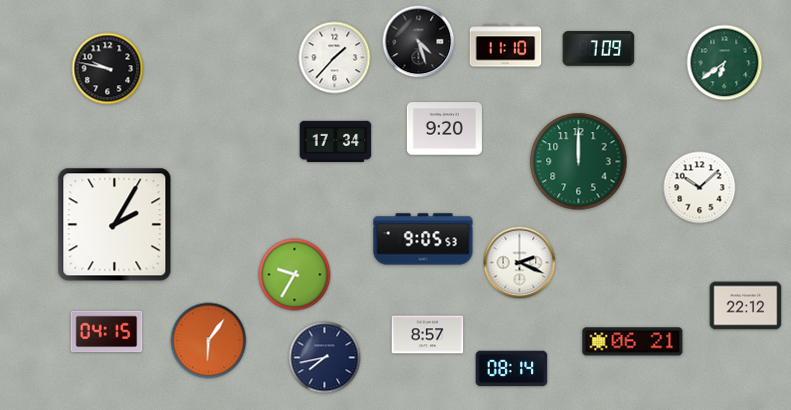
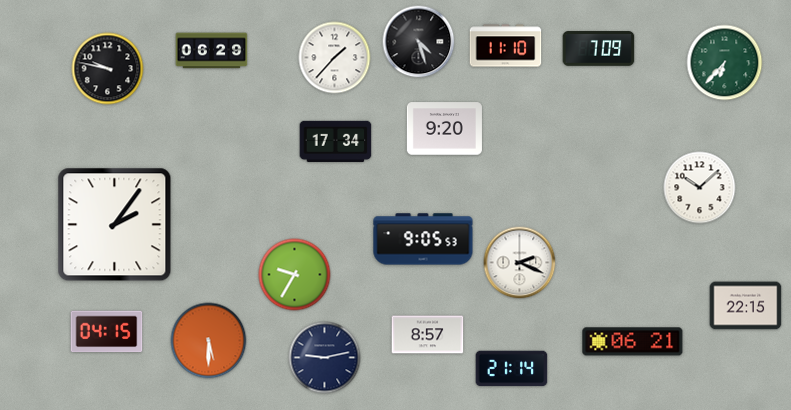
clock at (212, 51): none -> 06:29
clock at (725, 63): 6:39 -> 6:37
clock at (579, 162): 12:00 -> none
clock at (115, 225): 2:05 -> 2:06
clock at (746, 306): 22:12 -> 22:15
clock at (209, 341): 6:06 -> 5:30
clock at (325, 358): 7:43 -> 9:13
clock at (512, 369): 08:14 -> 21:14
